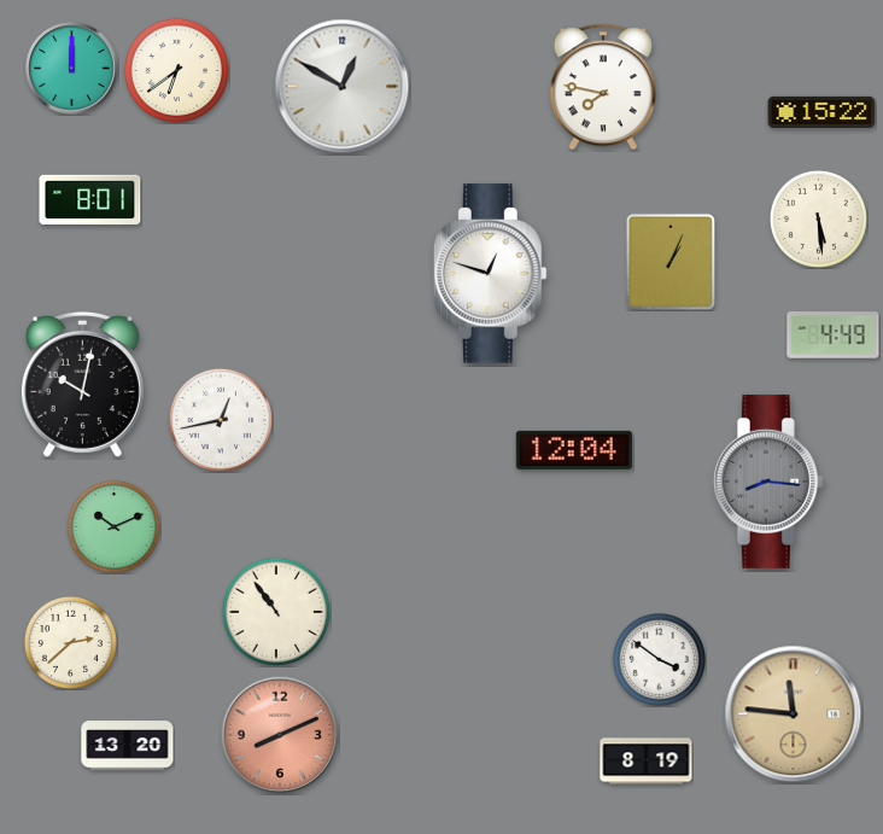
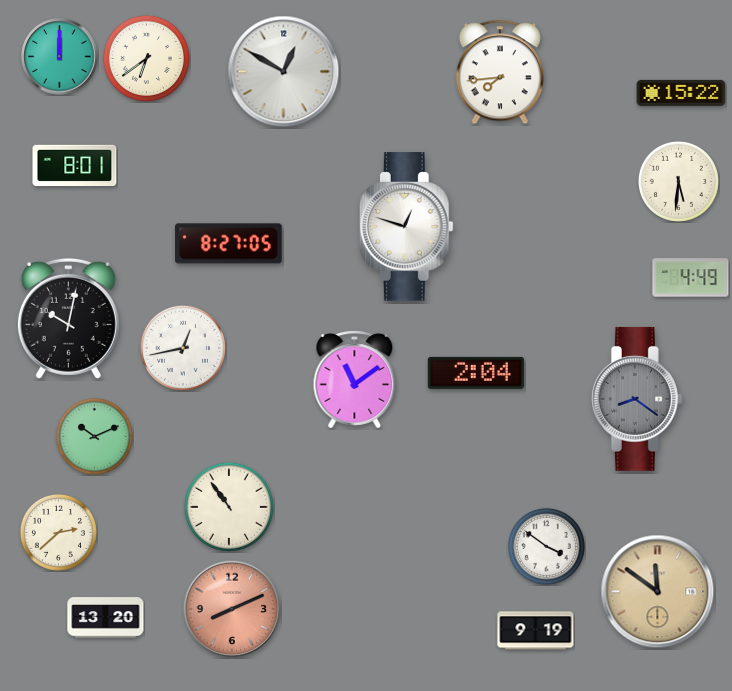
clock at (603, 87): 7:47 -> 7:44
clock at (818, 218): 5:29 -> 5:31
clock at (671, 262): 1:04 -> none
clock at (229, 244): none -> 8:27
clock at (574, 450): 12:04 -> 2:04
clock at (355, 380): none -> 11:09
clock at (768, 482): 8:16 -> 8:21
clock at (794, 715): 11:46 -> 11:51
clock at (647, 762): 8:19 -> 9:19
